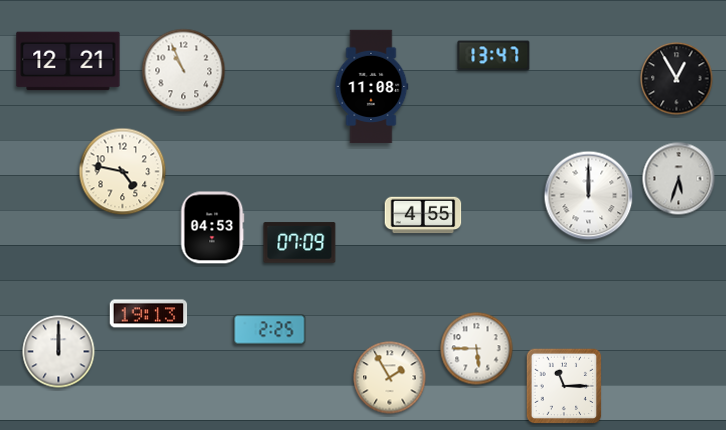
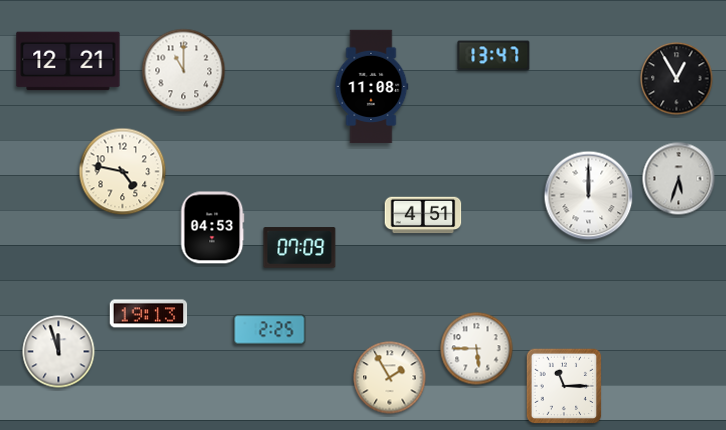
clock at (184, 71): 10:56 -> 11:00
clock at (423, 215): 4:55 -> 4:51
clock at (300, 243) position: (300, 243) -> (300, 248)
clock at (59, 352): 12:00 -> 11:57
